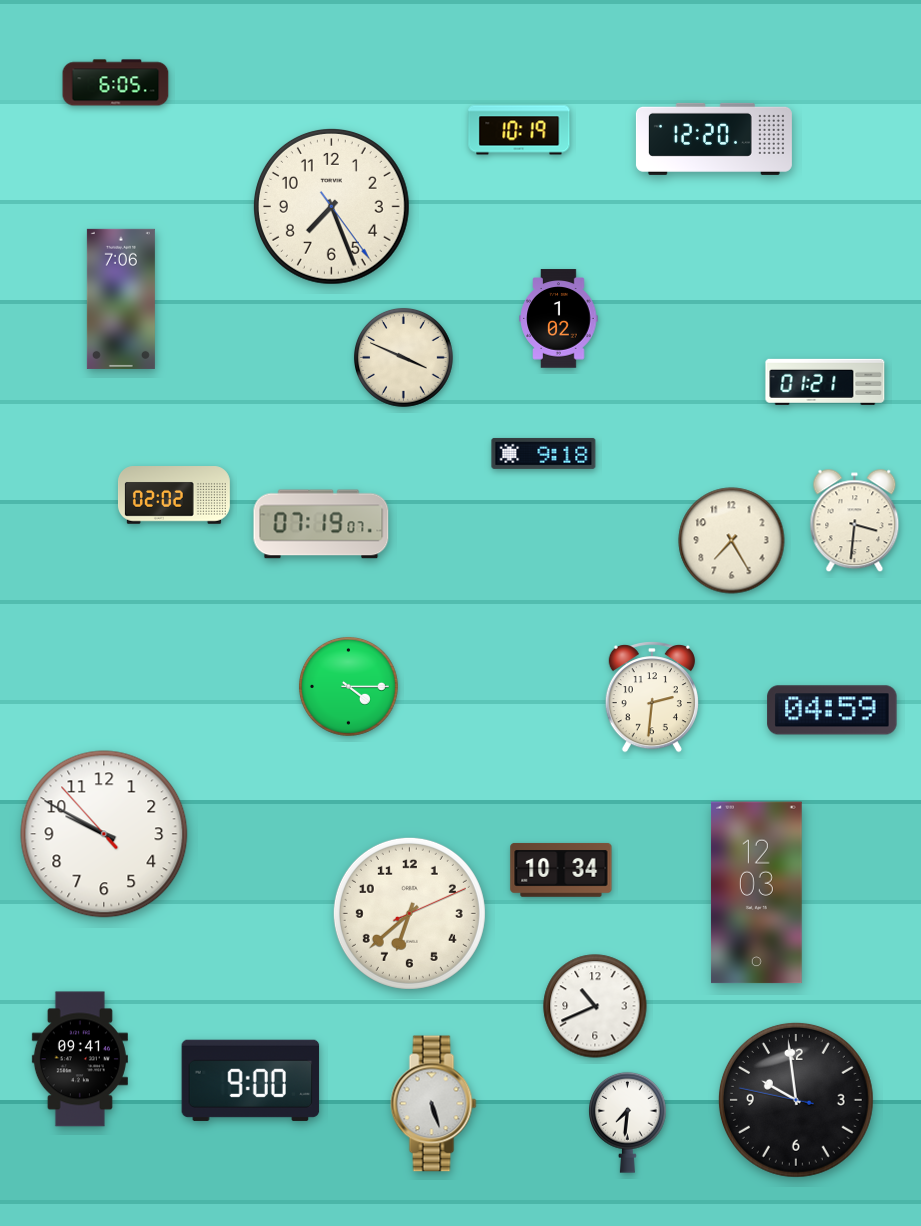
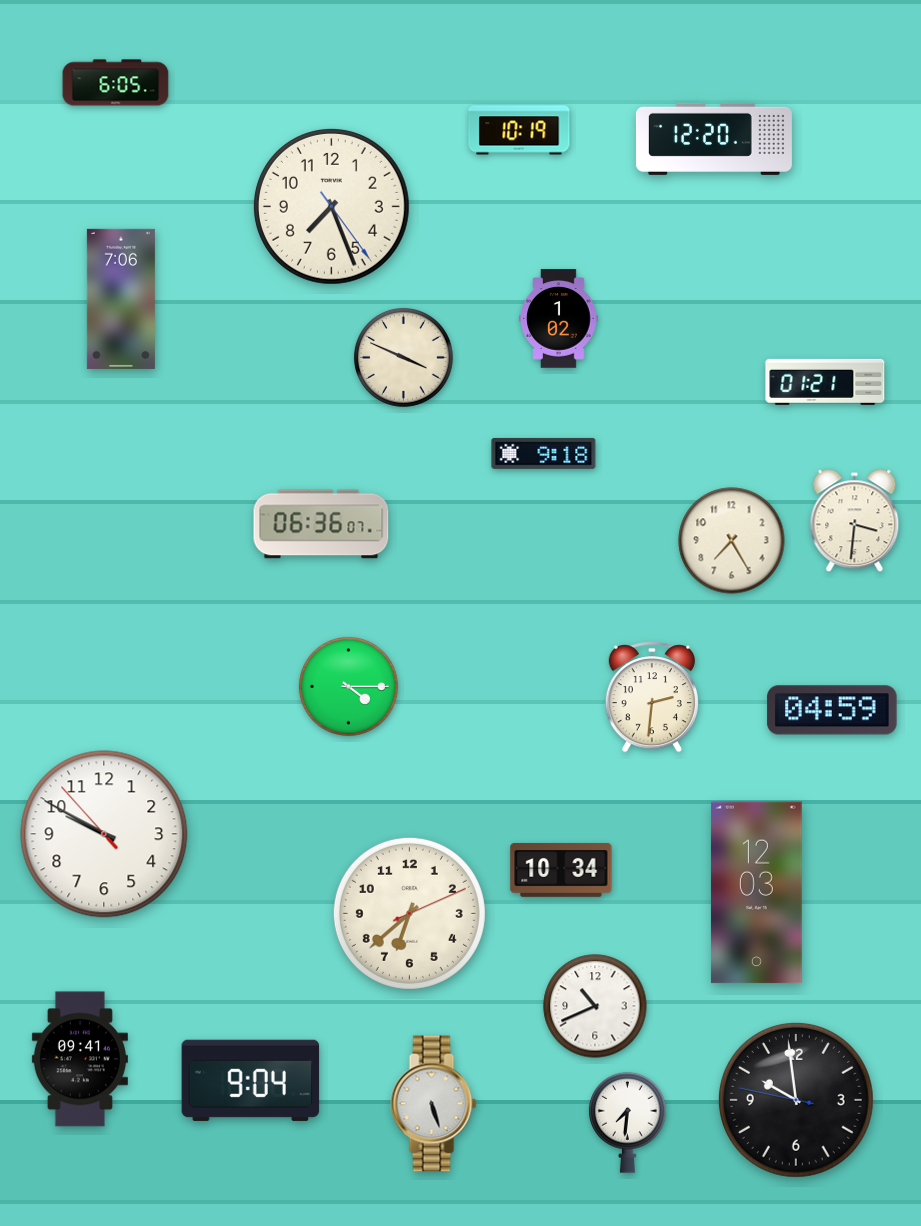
clock at (174, 495): 02:02 -> none
clock at (321, 524): 07:19 -> 06:36
clock at (251, 1080): 9:00 -> 9:04
